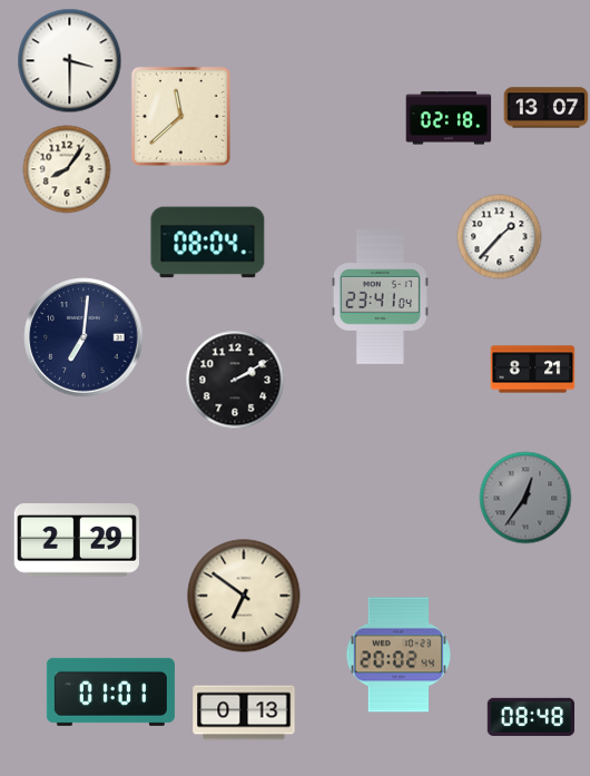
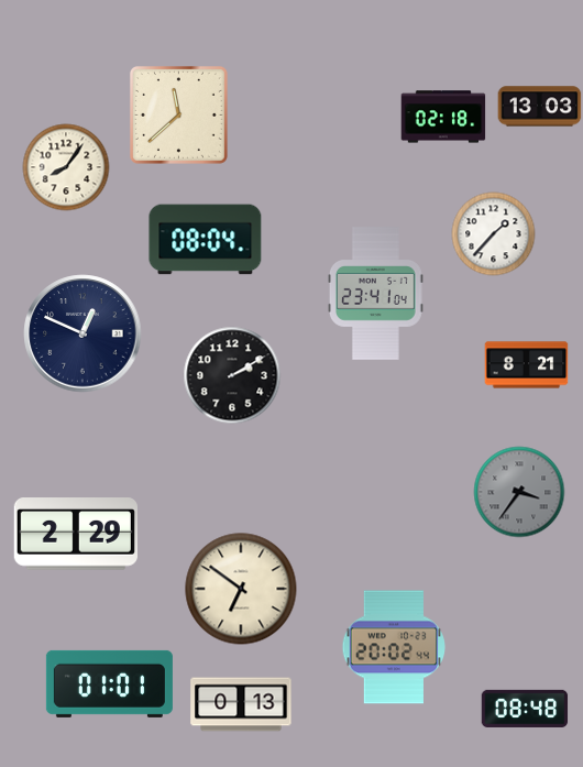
clock at (70, 61): 3:30 -> none
clock at (547, 108): 13:07 -> 13:03
clock at (83, 337): 7:01 -> 12:49
clock at (525, 498): 12:36 -> 3:36
